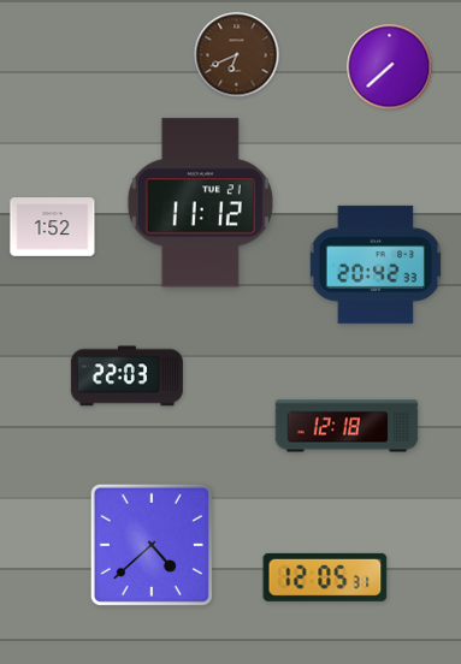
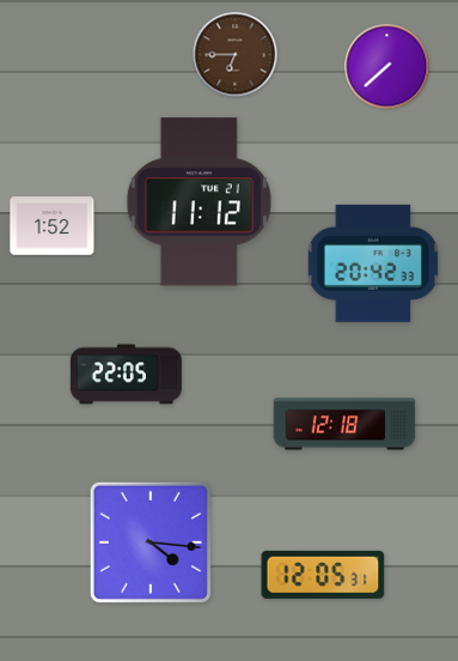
clock at (237, 55): 6:41 -> 6:45
clock at (126, 377): 22:03 -> 22:05
clock at (152, 545): 4:38 -> 4:16
